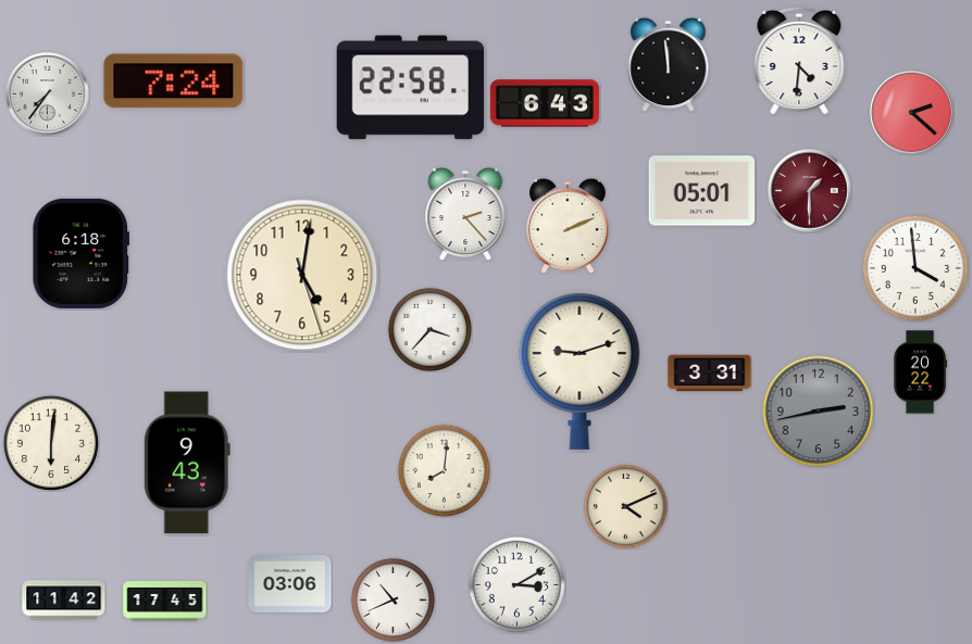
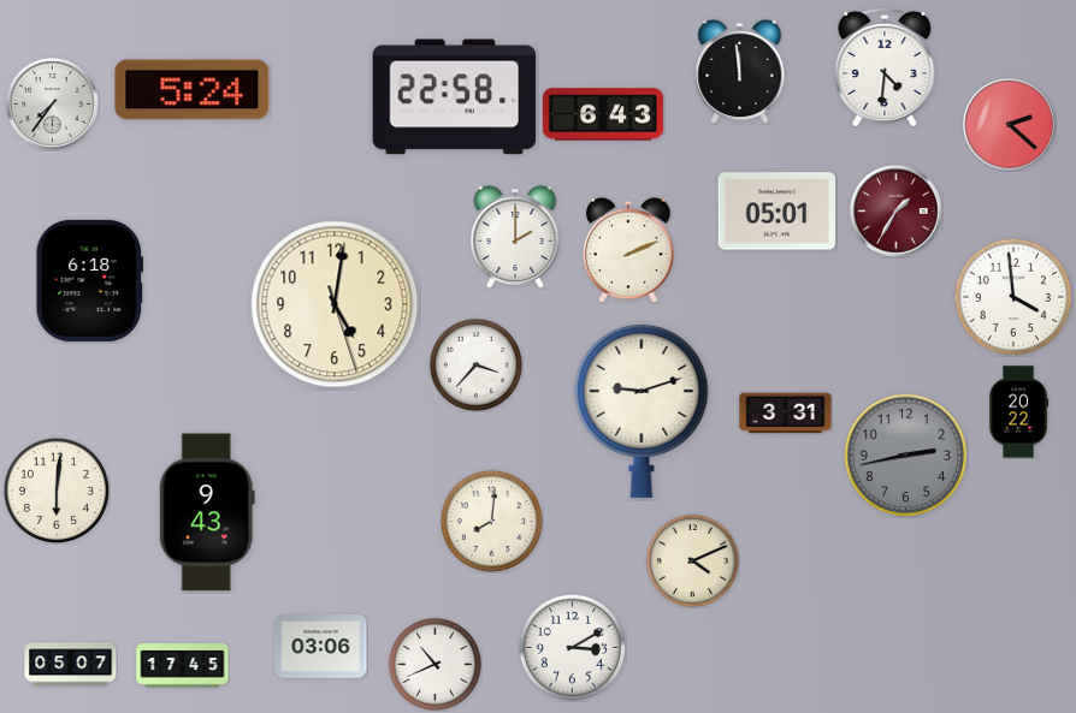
clock at (174, 81): 7:24 -> 5:24
clock at (810, 191): 1:30 -> 1:35
clock at (465, 214): 2:23 -> 2:00
clock at (64, 601): 11:42 -> 05:07
